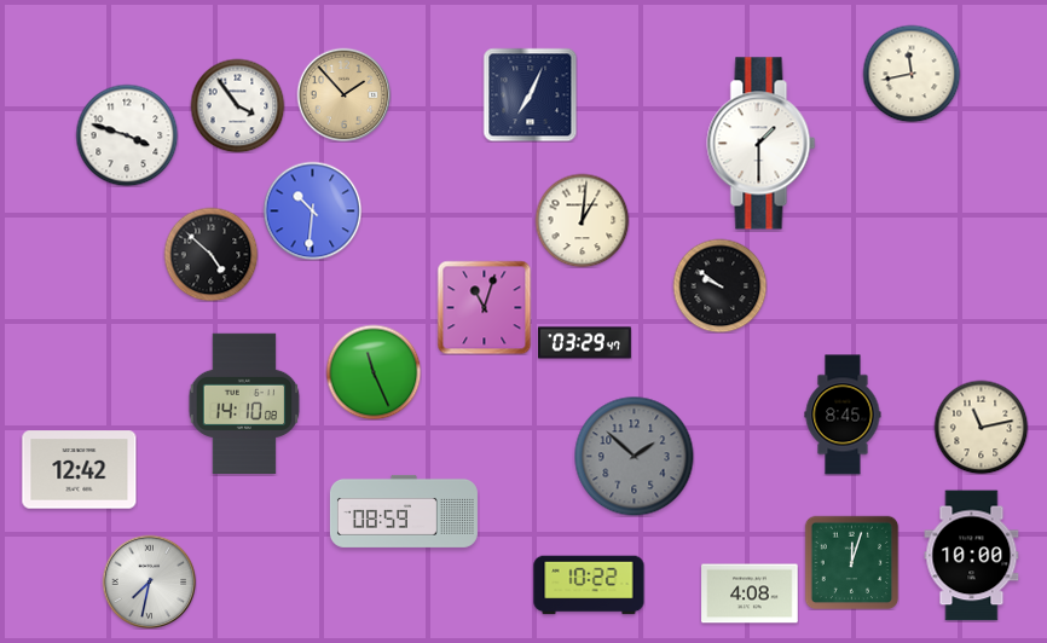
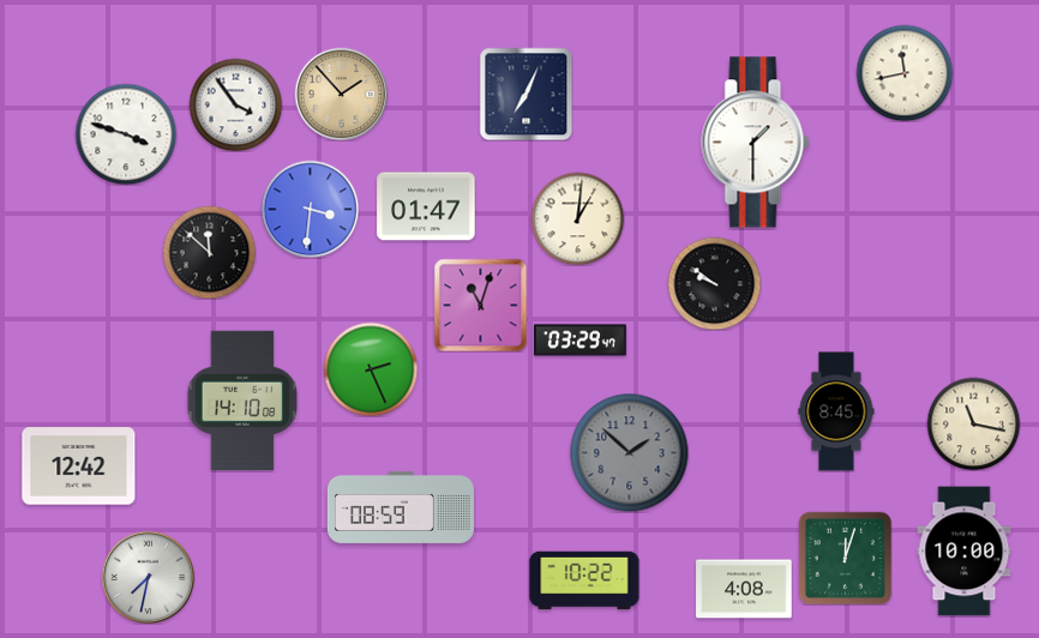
clock at (426, 206): none -> 01:47
clock at (312, 210): 10:31 -> 3:31
clock at (210, 254): 4:52 -> 11:52
clock at (374, 372): 11:26 -> 2:26
clock at (981, 427): 11:13 -> 11:17
